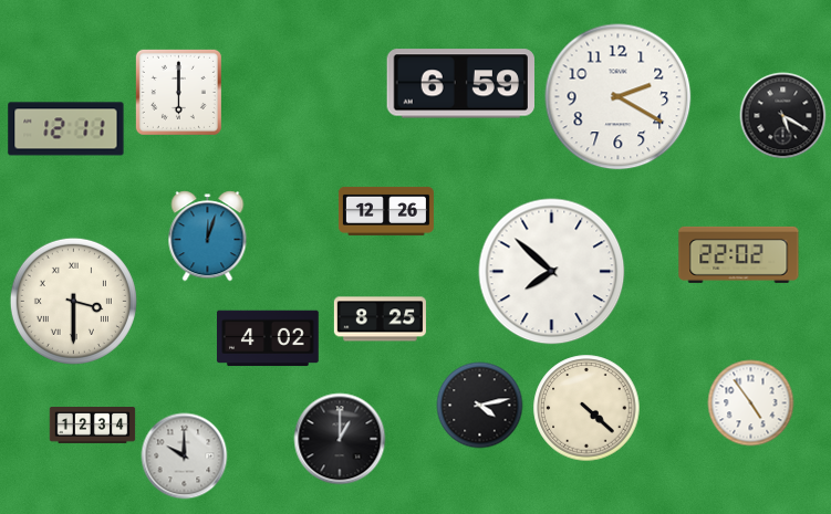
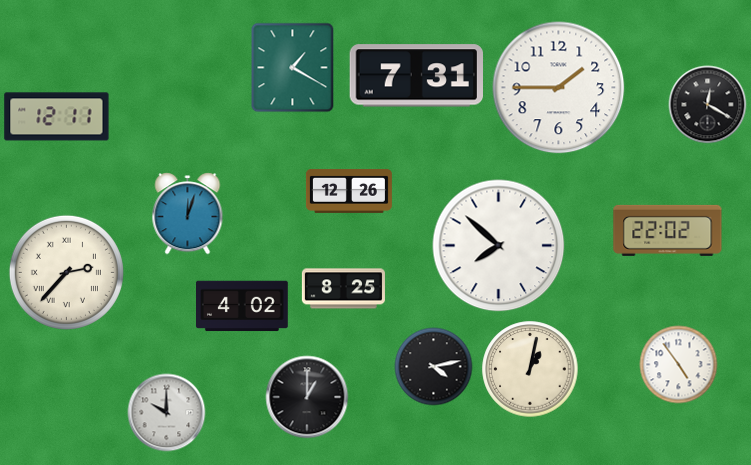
clock at (293, 67): none -> 1:20
clock at (460, 84): 6:59 -> 7:31
clock at (178, 92): 6:00 -> none
clock at (619, 97): 2:20 -> 1:45
clock at (782, 115): 5:20 -> 12:20
clock at (66, 129) position: (66, 129) -> (57, 117)
clock at (73, 301): 3:30 -> 2:37
clock at (586, 408): 4:22 -> 1:02
clock at (92, 426): 12:34 -> none
